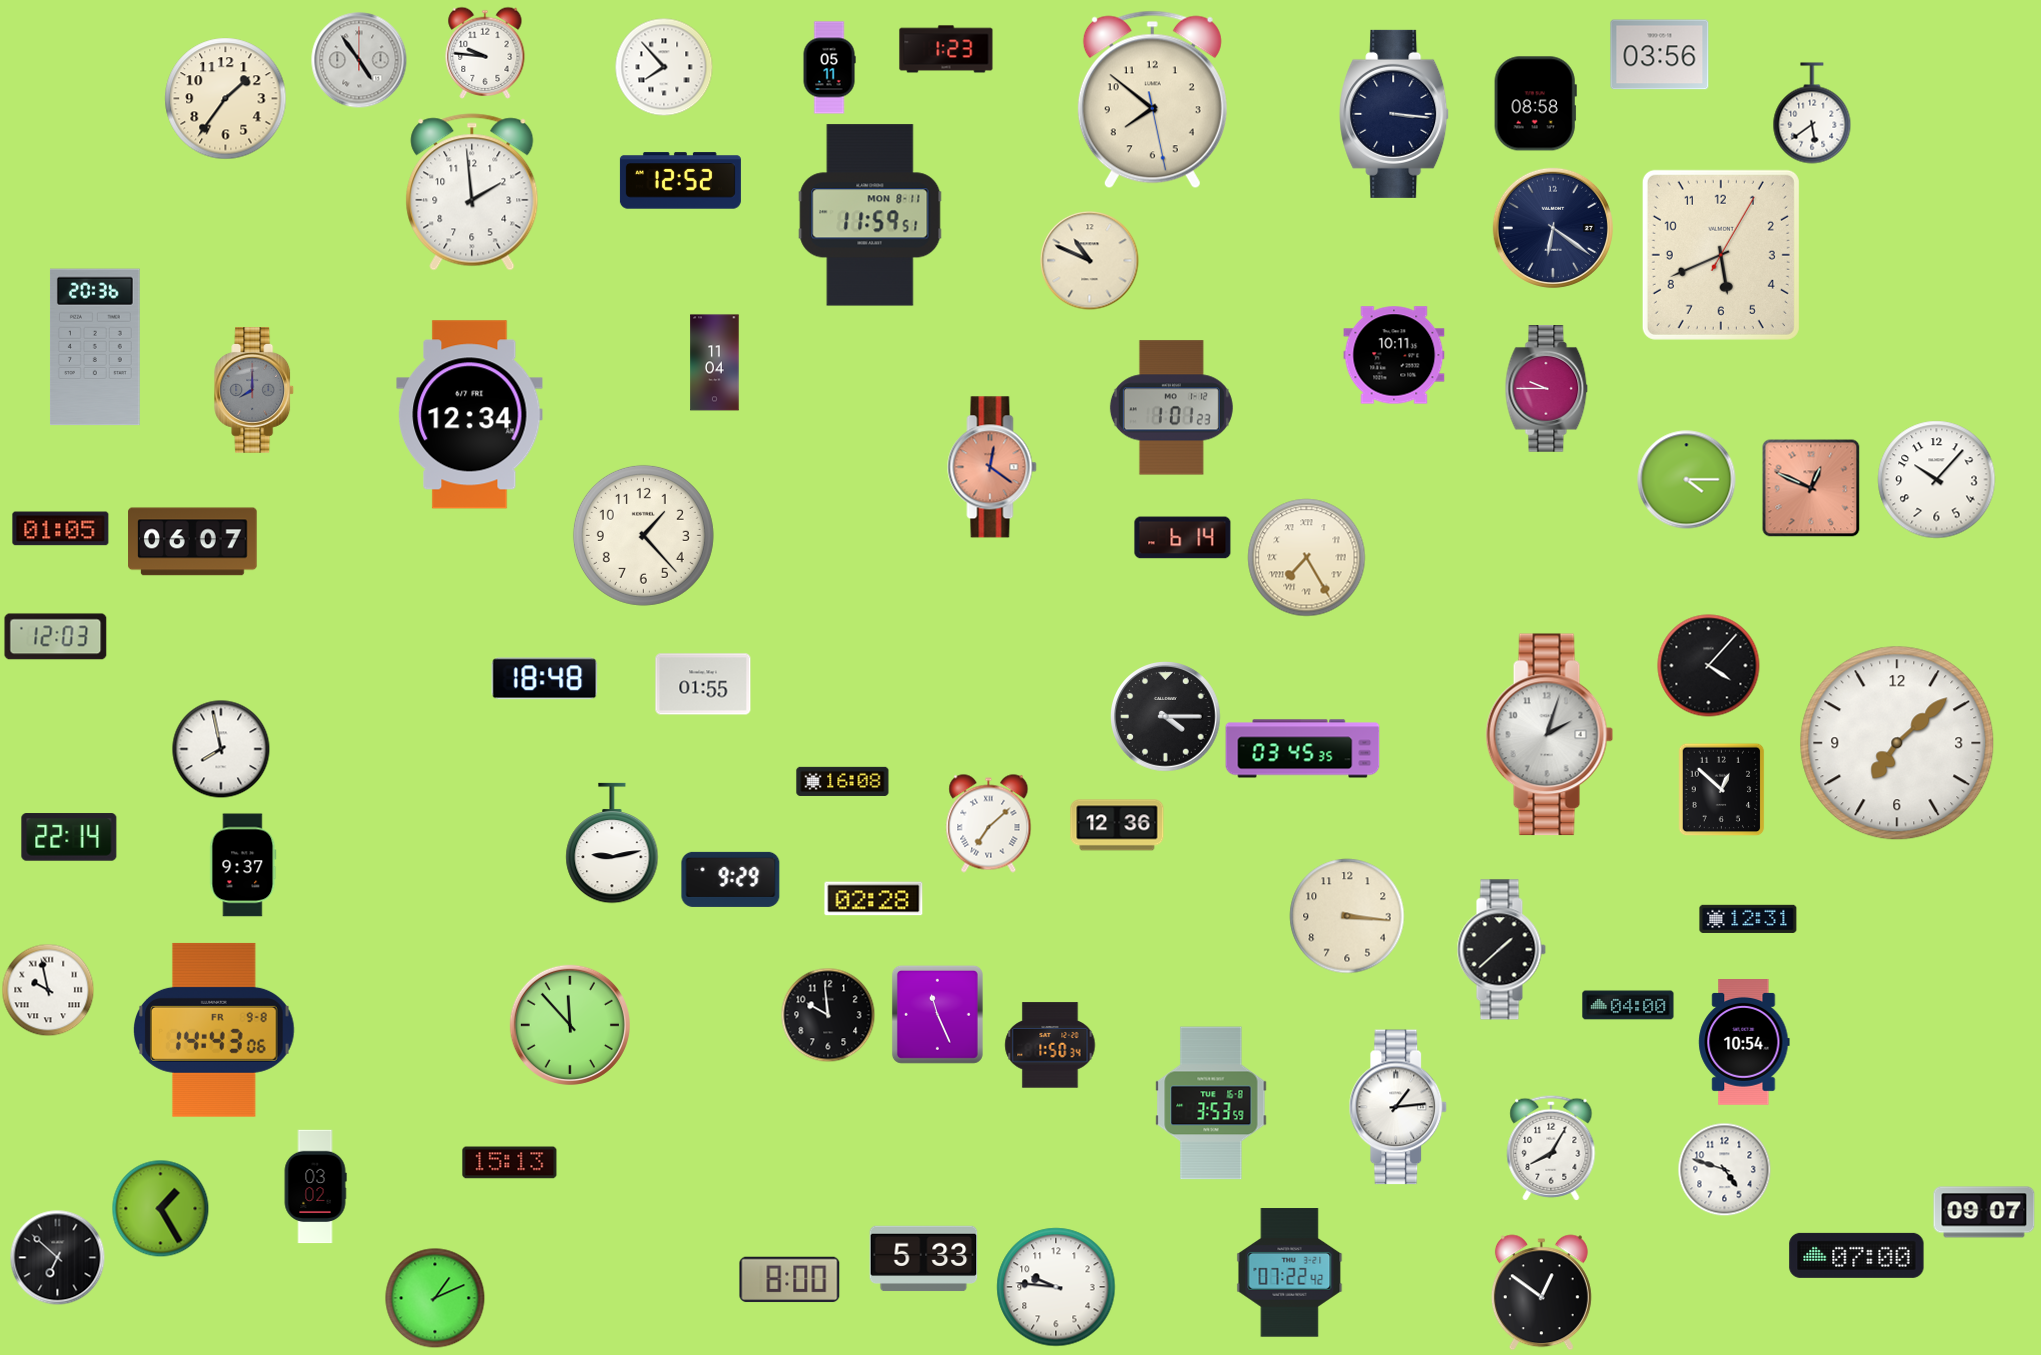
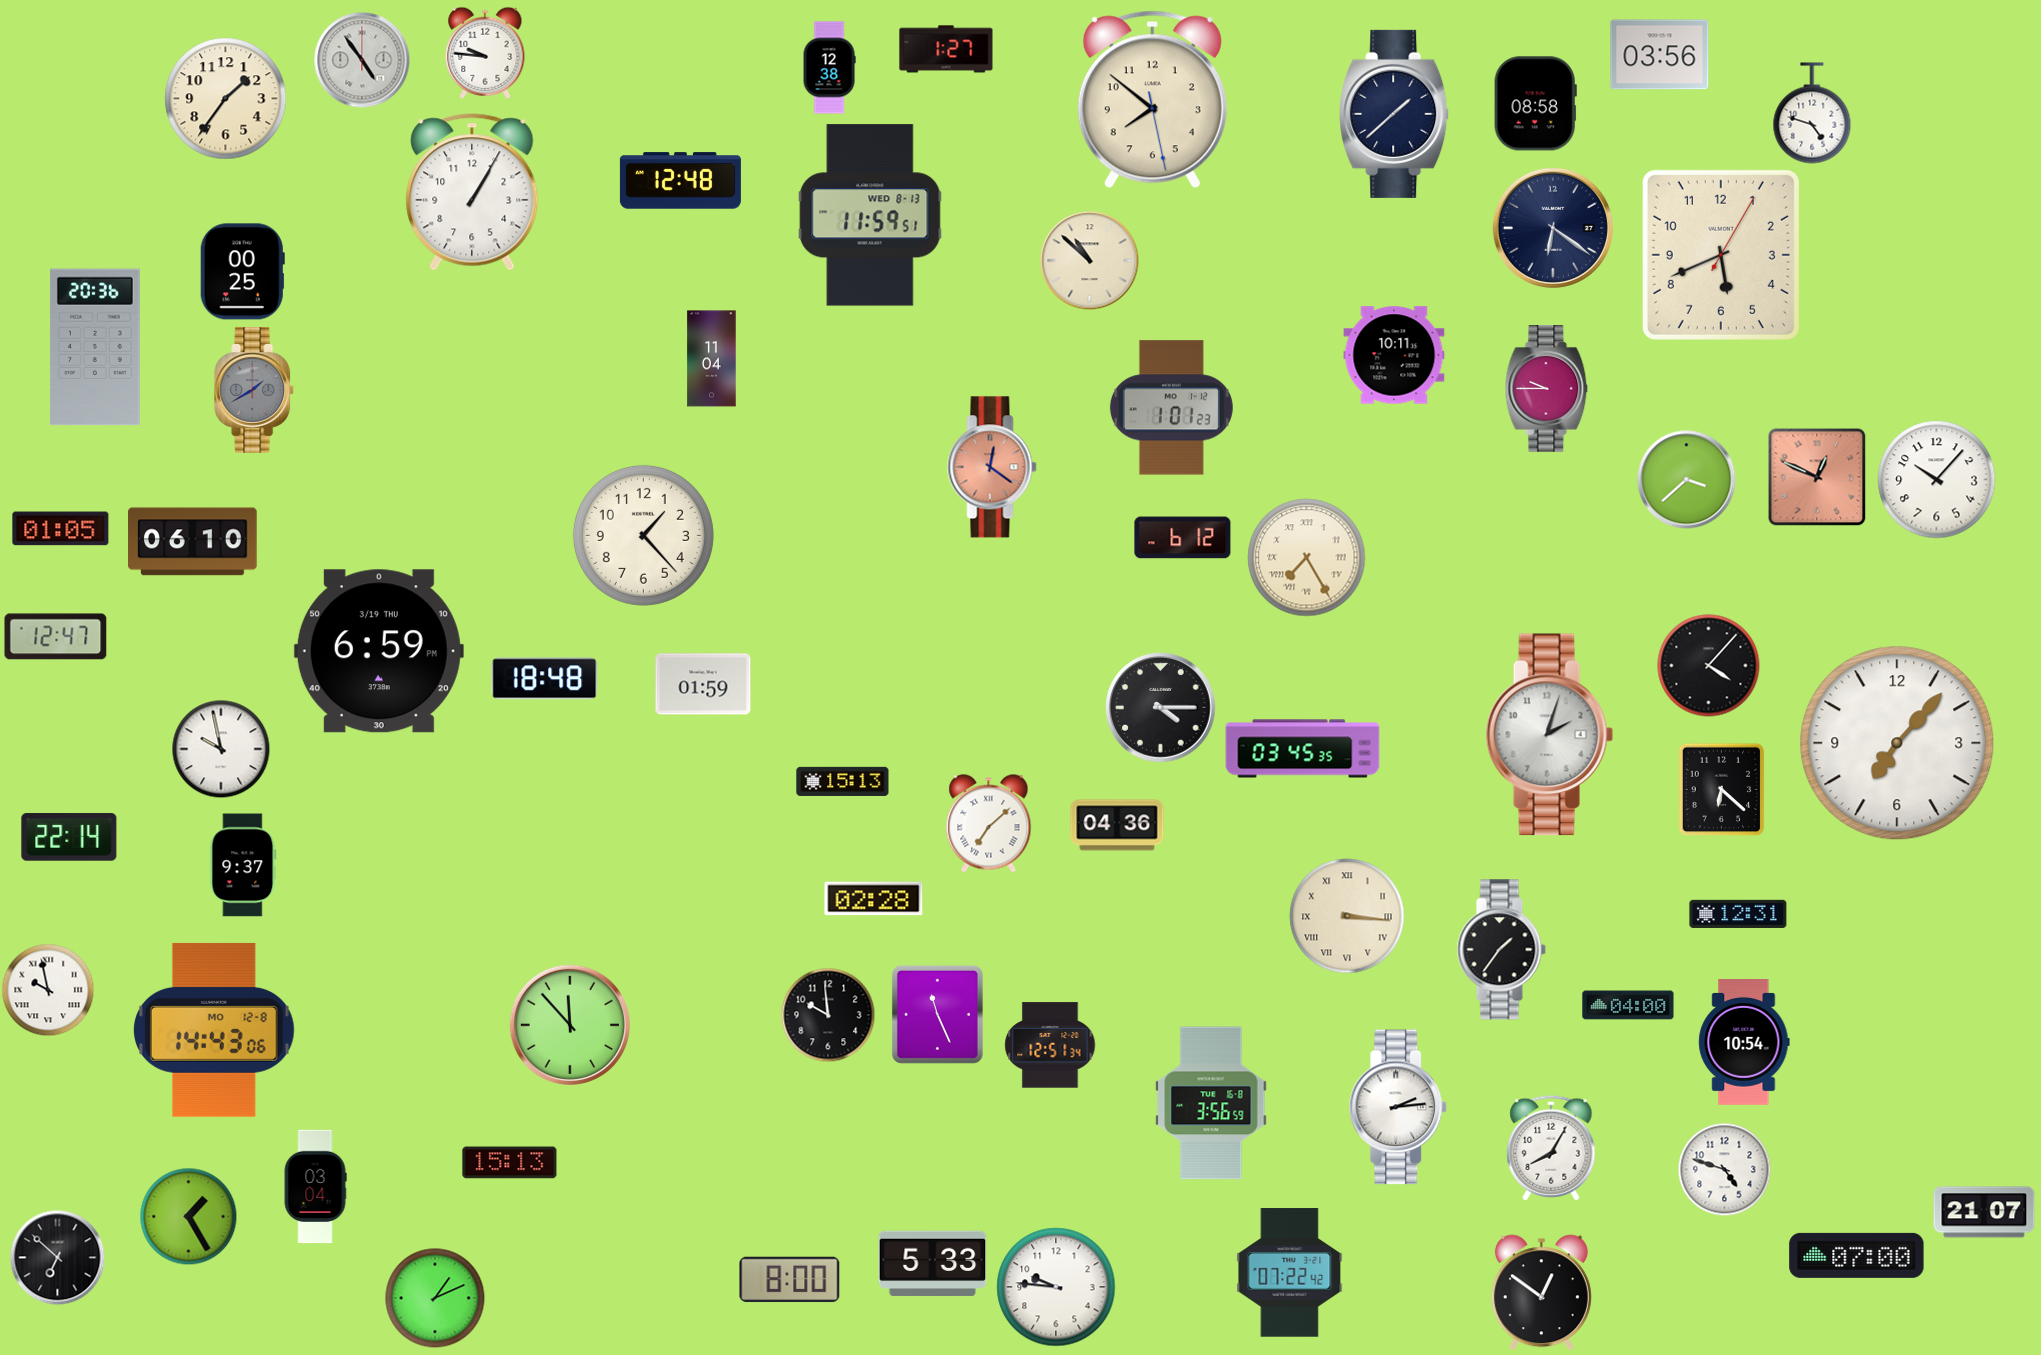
clock at (946, 49): 1:23 -> 1:27
clock at (359, 60) position: (359, 60) -> (362, 60)
clock at (664, 67): 7:53 -> none
clock at (829, 68): 05:11 -> 12:38
clock at (1812, 113): 5:39 -> 4:48
clock at (1395, 114): 3:16 -> 1:38
clock at (680, 181): 12:52 -> 12:48
clock at (472, 192): 1:59 -> 1:05
clock at (870, 215) date: MON 8-11 -> WED 8-13
clock at (1090, 261): 10:49 -> 10:52
clock at (242, 272): none -> 00:25
clock at (715, 363) position: (715, 363) -> (712, 359)
clock at (255, 391): 8:00 -> 1:40
clock at (470, 415): 12:34 -> none
clock at (1687, 480): 4:15 -> 3:38
clock at (1811, 488) position: (1811, 488) -> (1817, 477)
clock at (1183, 538): 6:14 -> 6:12
clock at (193, 542): 06:07 -> 06:10
clock at (56, 637): 12:03 -> 12:47
clock at (379, 651): none -> 6:59
clock at (703, 684): 01:55 -> 01:59
clock at (1166, 717) position: (1166, 717) -> (1161, 708)
clock at (1897, 743): 7:08 -> 7:07
clock at (221, 749): 7:58 -> 9:58
clock at (843, 781): 16:08 -> 15:13
clock at (1722, 789): 12:52 -> 6:22
clock at (1117, 825): 12:36 -> 04:36
clock at (612, 843): 9:13 -> none
clock at (731, 879): 9:29 -> none
clock at (1347, 916) numerals: Arabic -> Roman
clock at (1748, 919) position: (1748, 919) -> (1738, 914)
clock at (1501, 950): 1:38 -> 1:36
clock at (214, 1030) date: FR 9-8 -> MO 12-8
clock at (1050, 1045): 1:50 -> 12:51
clock at (1211, 1103): 3:53 -> 3:56
clock at (1398, 1107): 1:14 -> 2:14
clock at (315, 1187): 03:02 -> 03:04
clock at (160, 1208) position: (160, 1208) -> (188, 1216)
clock at (1984, 1212): 09:07 -> 21:07
clock at (924, 1259) position: (924, 1259) -> (933, 1264)
